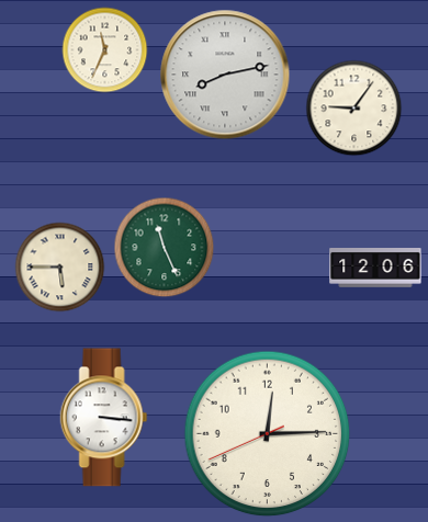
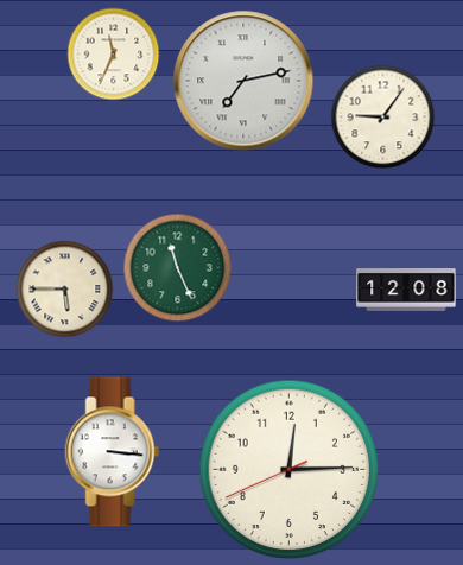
clock at (225, 75): 8:13 -> 7:13
clock at (375, 269): 12:06 -> 12:08
